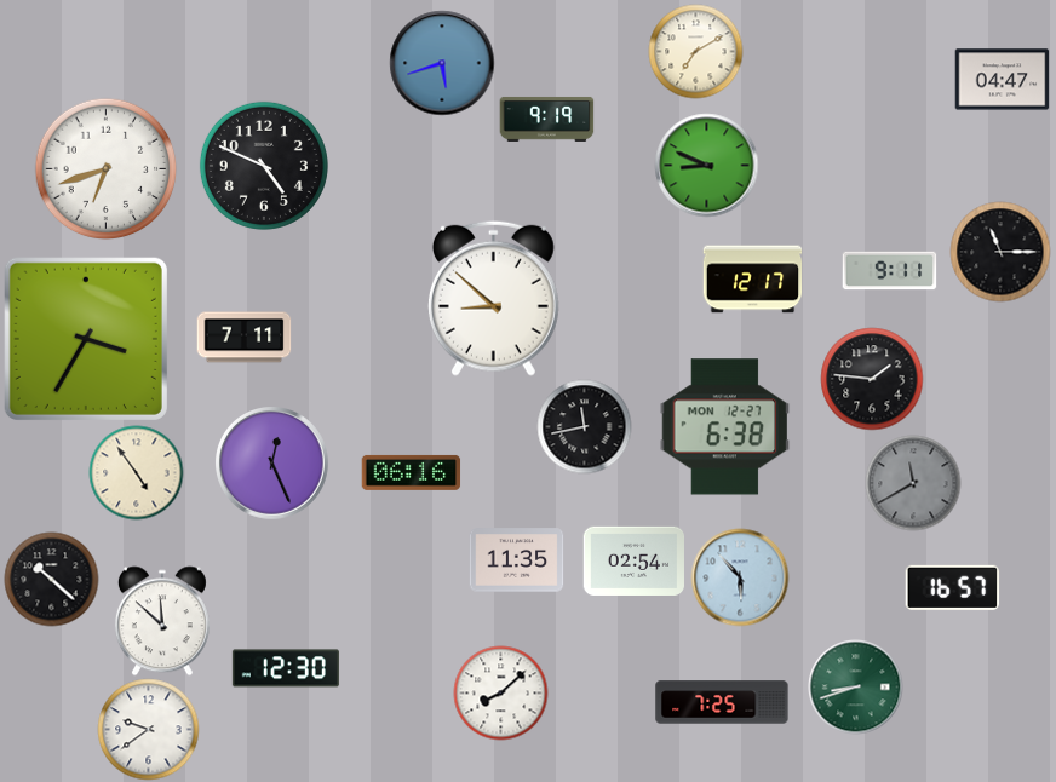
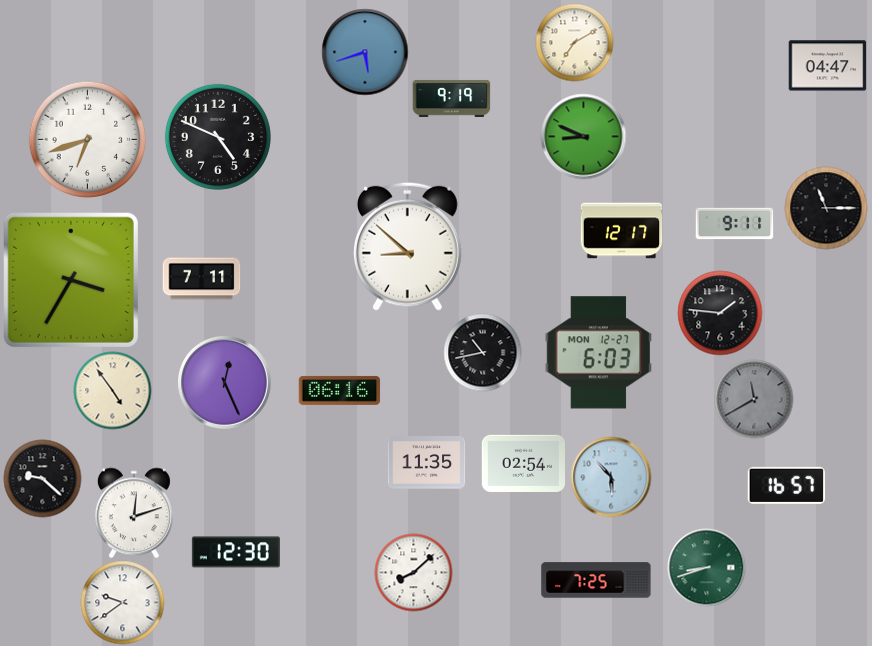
clock at (584, 426): 11:43 -> 10:43
clock at (725, 427): 6:38 -> 6:03
clock at (51, 579): 10:22 -> 9:22
clock at (162, 621): 11:52 -> 12:12
